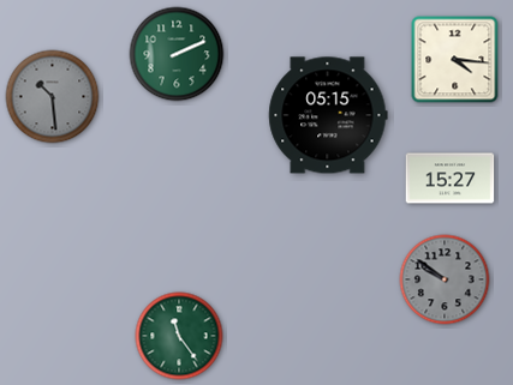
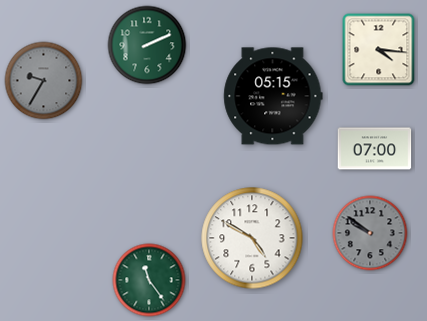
clock at (53, 97): 10:29 -> 9:35
clock at (451, 179): 15:27 -> 07:00
clock at (252, 238): none -> 4:50
